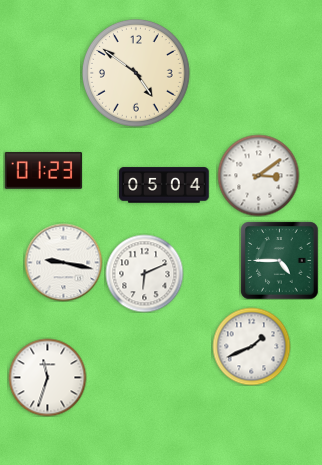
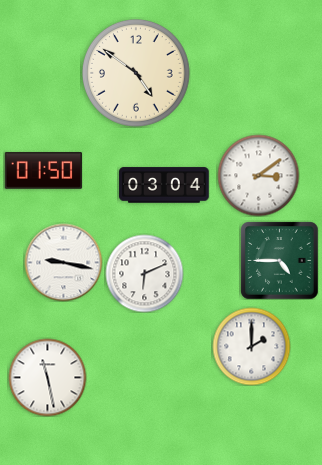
clock at (43, 171): 01:23 -> 01:50
clock at (164, 185): 05:04 -> 03:04
clock at (251, 346): 1:41 -> 2:00
clock at (47, 377): 11:33 -> 11:28
